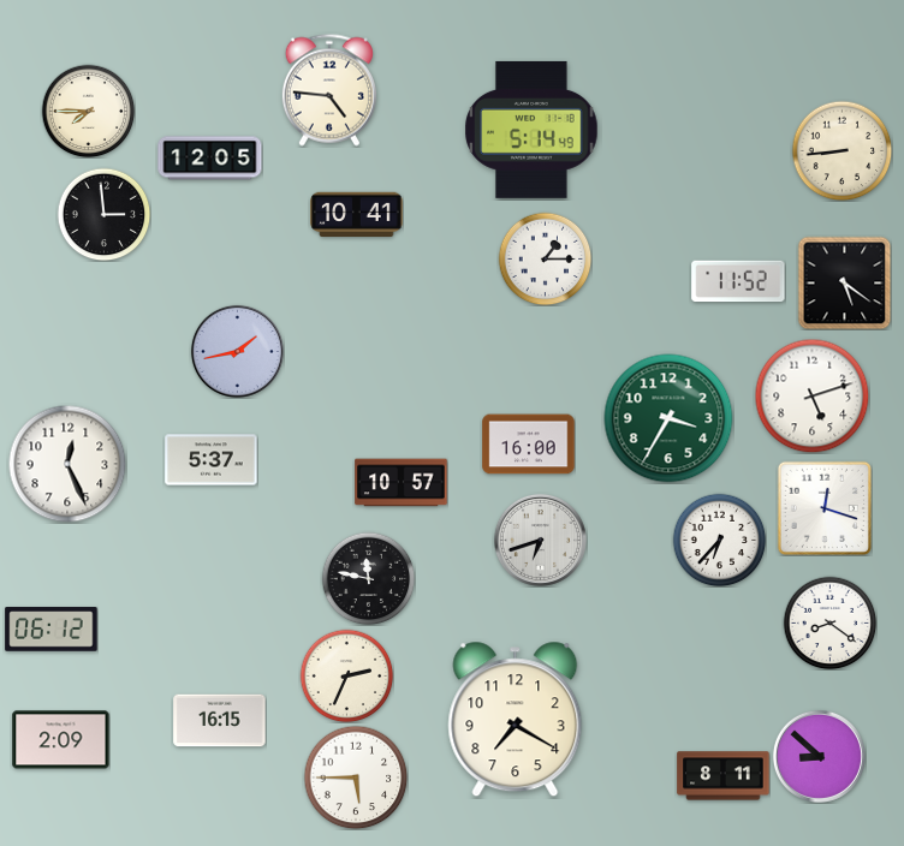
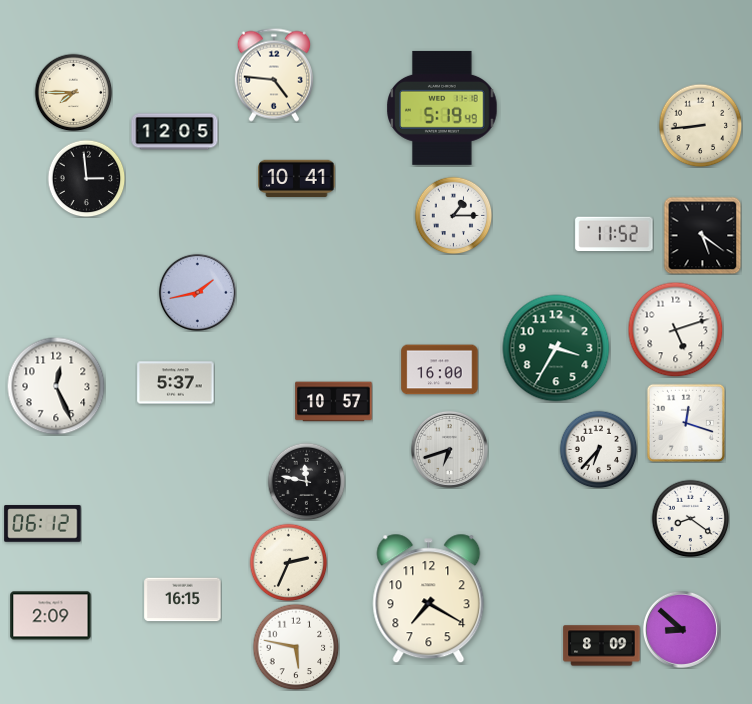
clock at (531, 130): 5:14 -> 5:19
clock at (724, 776): 8:11 -> 8:09
clock at (356, 778): 5:45 -> 5:47
